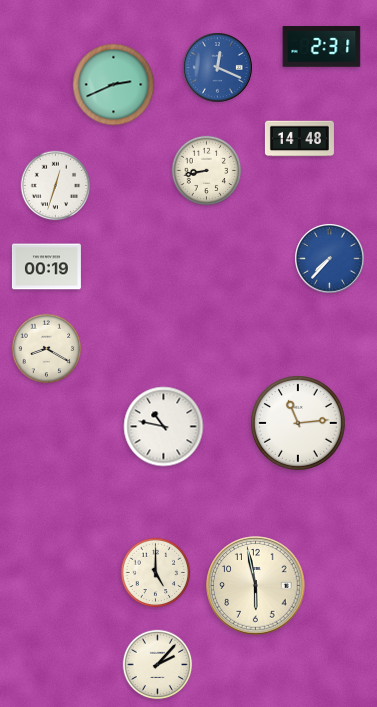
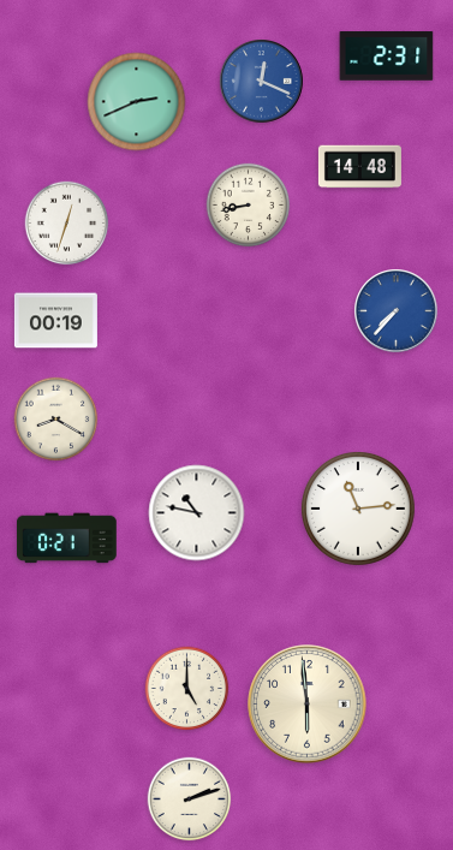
clock at (67, 539): none -> 0:21
clock at (256, 586): 5:58 -> 5:59
clock at (158, 665): 2:07 -> 2:12
